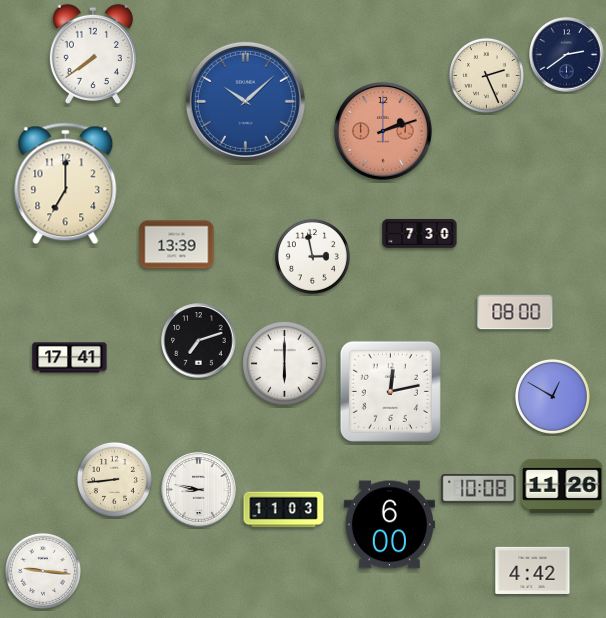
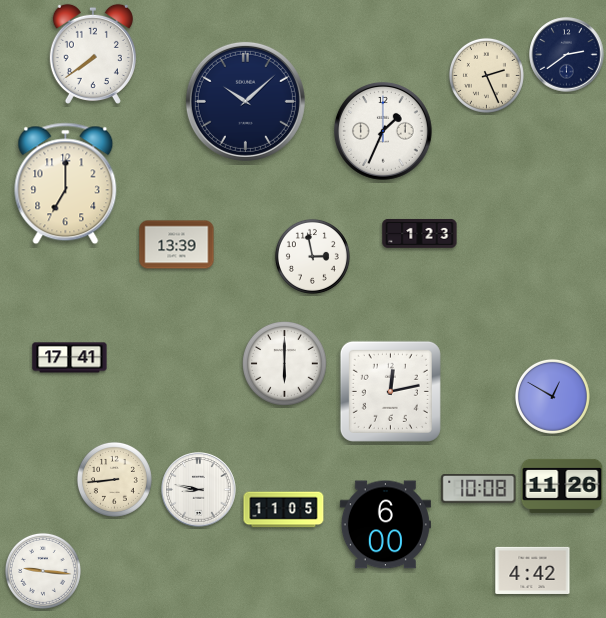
clock at (245, 101) dial: blue -> navy
clock at (383, 131): 2:12 -> 1:34
clock at (383, 131) dial: salmon -> white
clock at (420, 233): 7:30 -> 1:23
clock at (515, 312): 08:00 -> none
clock at (199, 341): 7:12 -> none
clock at (284, 510): 11:03 -> 11:05
clock at (389, 525) position: (389, 525) -> (385, 525)
